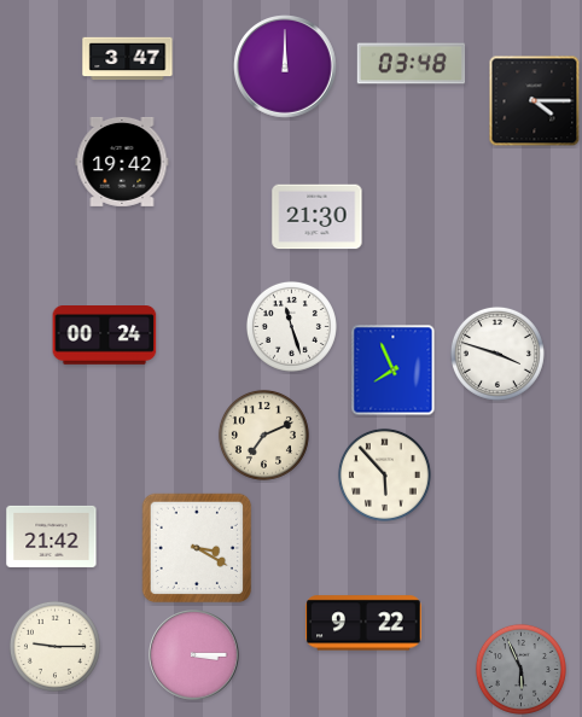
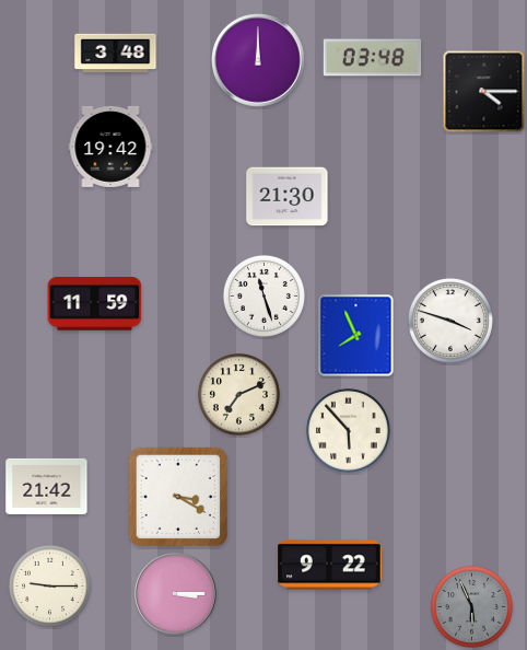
clock at (128, 59): 3:47 -> 3:48
clock at (105, 336): 00:24 -> 11:59
